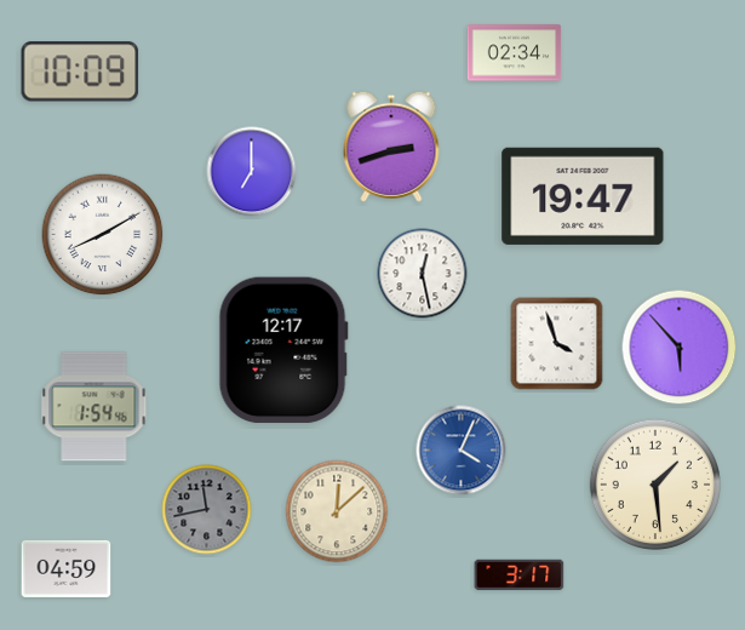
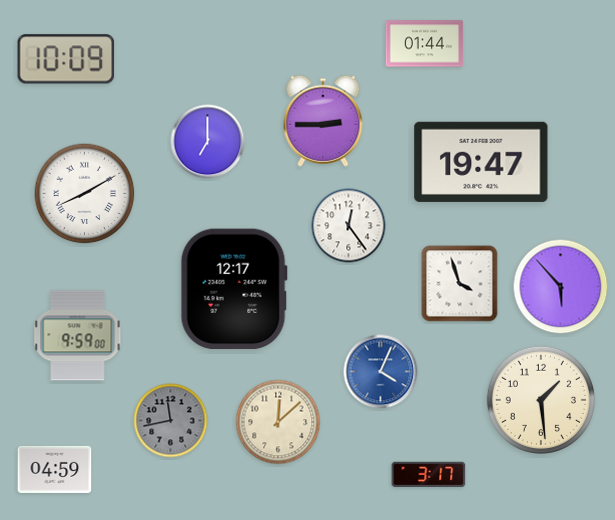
clock at (515, 53): 02:34 -> 01:44
clock at (391, 147): 2:42 -> 2:45
clock at (423, 274): 12:28 -> 12:24
clock at (94, 407): 1:54 -> 9:59
